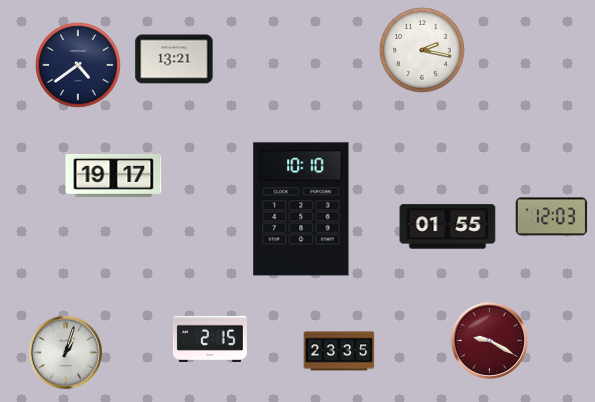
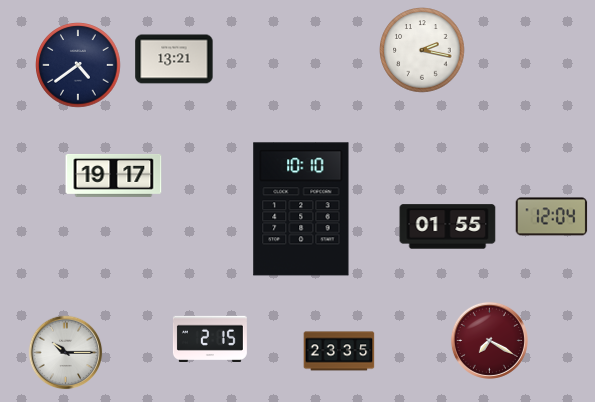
clock at (552, 217): 12:03 -> 12:04
clock at (489, 340): 9:20 -> 7:20
clock at (66, 353): 1:03 -> 10:15
